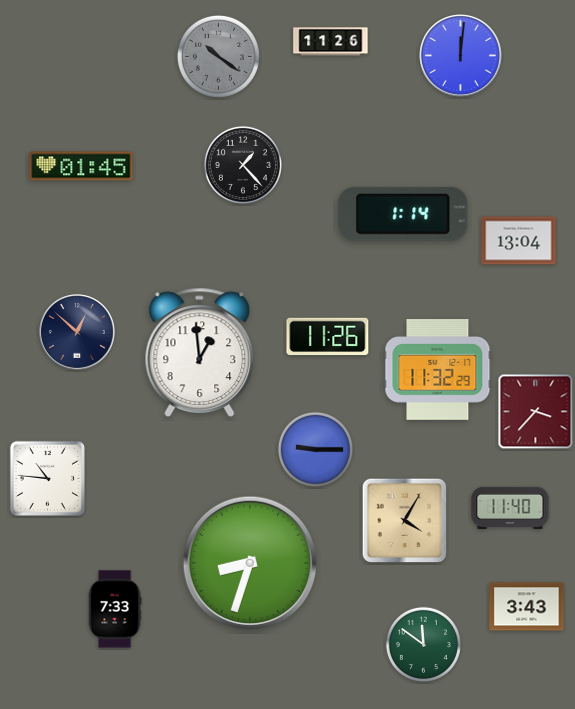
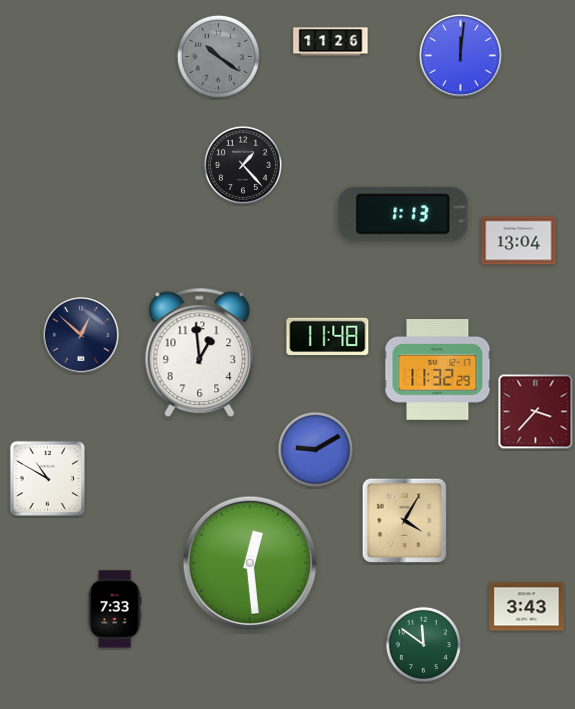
clock at (81, 166): 01:45 -> none
clock at (403, 214): 1:14 -> 1:13
clock at (77, 332) position: (77, 332) -> (81, 335)
clock at (328, 337): 11:26 -> 11:48
clock at (315, 449): 9:15 -> 9:10
clock at (47, 478): 10:46 -> 10:50
clock at (510, 507): 11:40 -> none
clock at (250, 563): 8:33 -> 12:29
